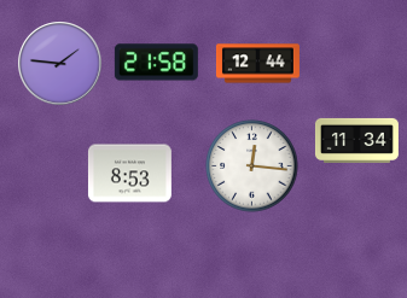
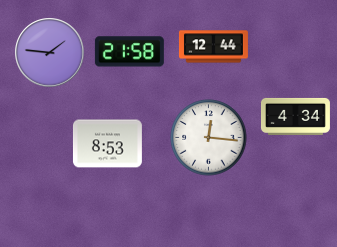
clock at (257, 64) position: (257, 64) -> (213, 47)
clock at (356, 140): 11:34 -> 4:34
